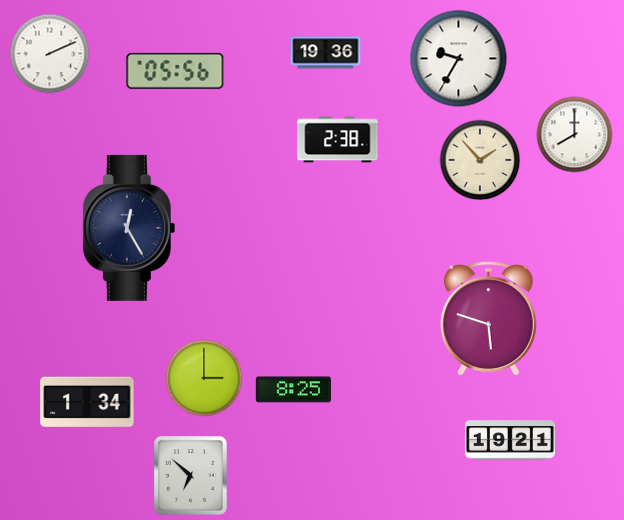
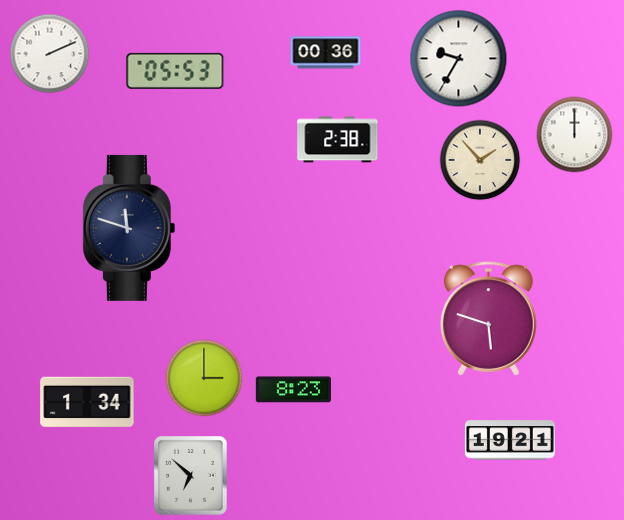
clock at (326, 53): 19:36 -> 00:36
clock at (175, 71): 05:56 -> 05:53
clock at (575, 135): 8:00 -> 12:00
clock at (129, 228): 12:25 -> 11:48
clock at (293, 390): 8:25 -> 8:23
